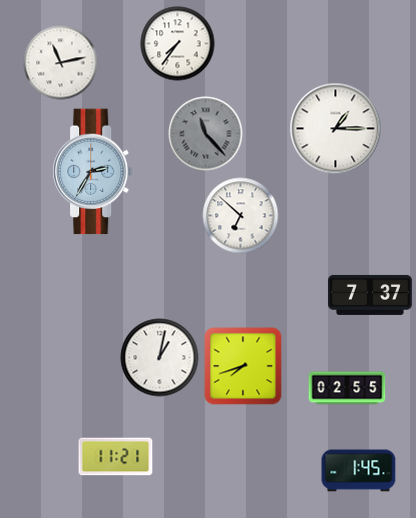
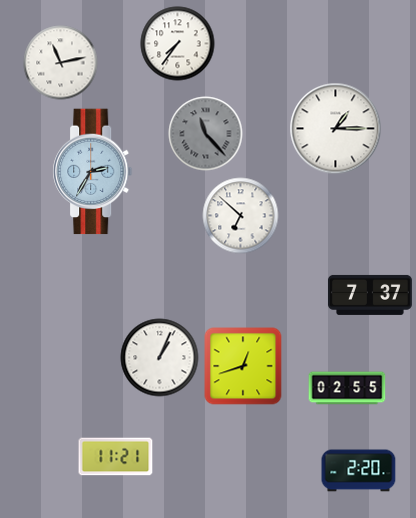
clock at (160, 358): 1:02 -> 1:04
clock at (243, 366): 7:42 -> 12:42
clock at (359, 471): 1:45 -> 2:20
